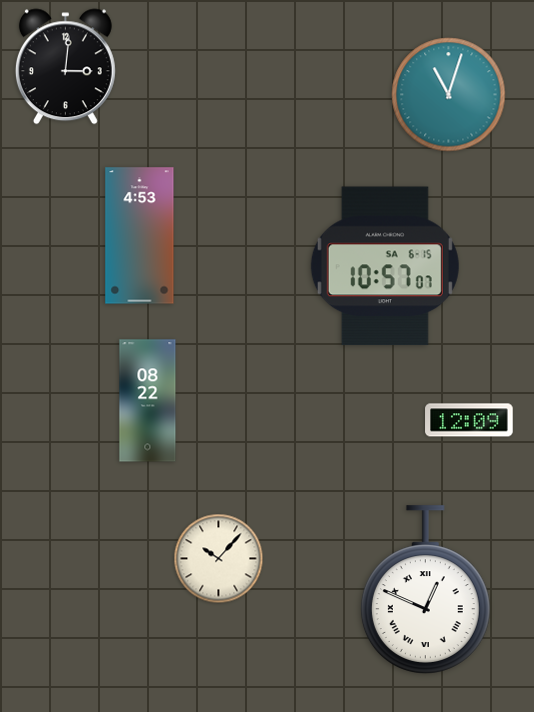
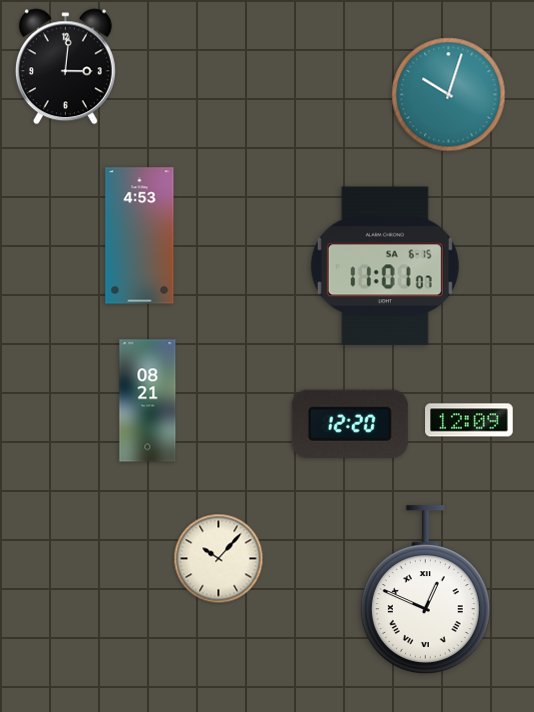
clock at (449, 95): 11:03 -> 10:03
clock at (385, 266): 10:57 -> 11:01
clock at (148, 401): 08:22 -> 08:21
clock at (350, 424): none -> 12:20
